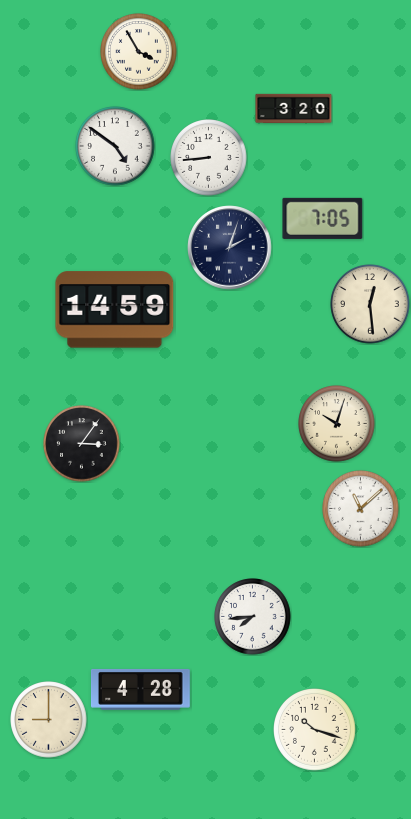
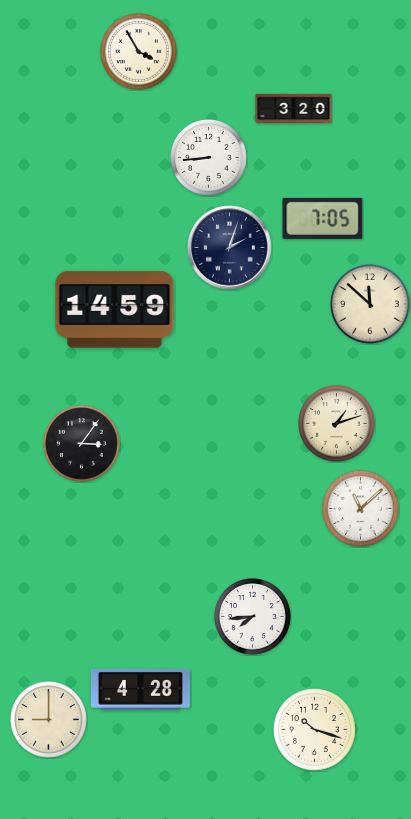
clock at (115, 146): 4:51 -> none
clock at (370, 304): 12:29 -> 11:52
clock at (337, 424): 10:03 -> 1:12
